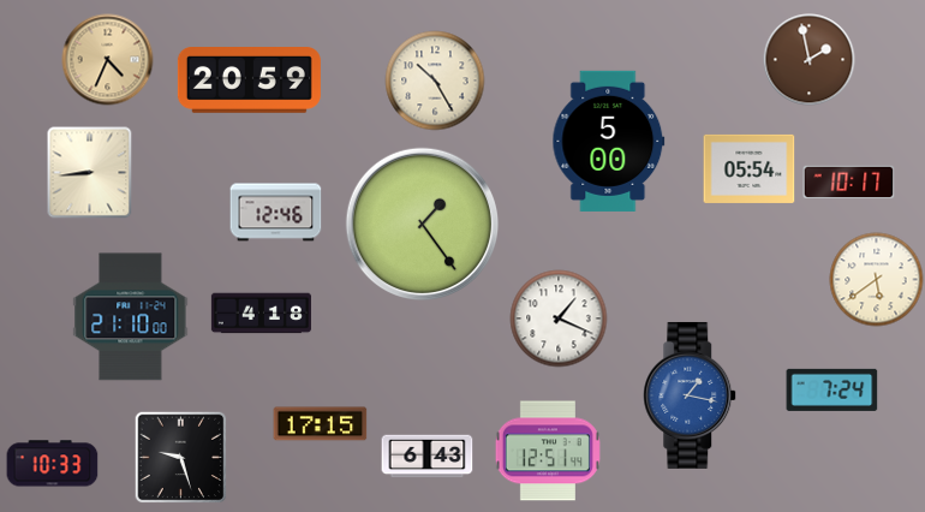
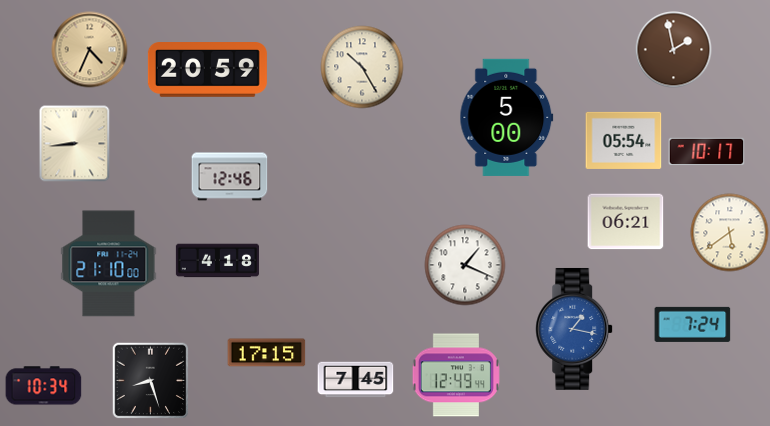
clock at (249, 81) position: (249, 81) -> (207, 70)
clock at (422, 224): 1:24 -> none
clock at (626, 222): none -> 06:21
clock at (548, 451): 12:51 -> 12:49
clock at (180, 457): 9:27 -> 8:27
clock at (428, 457): 6:43 -> 7:45
clock at (53, 464): 10:33 -> 10:34
